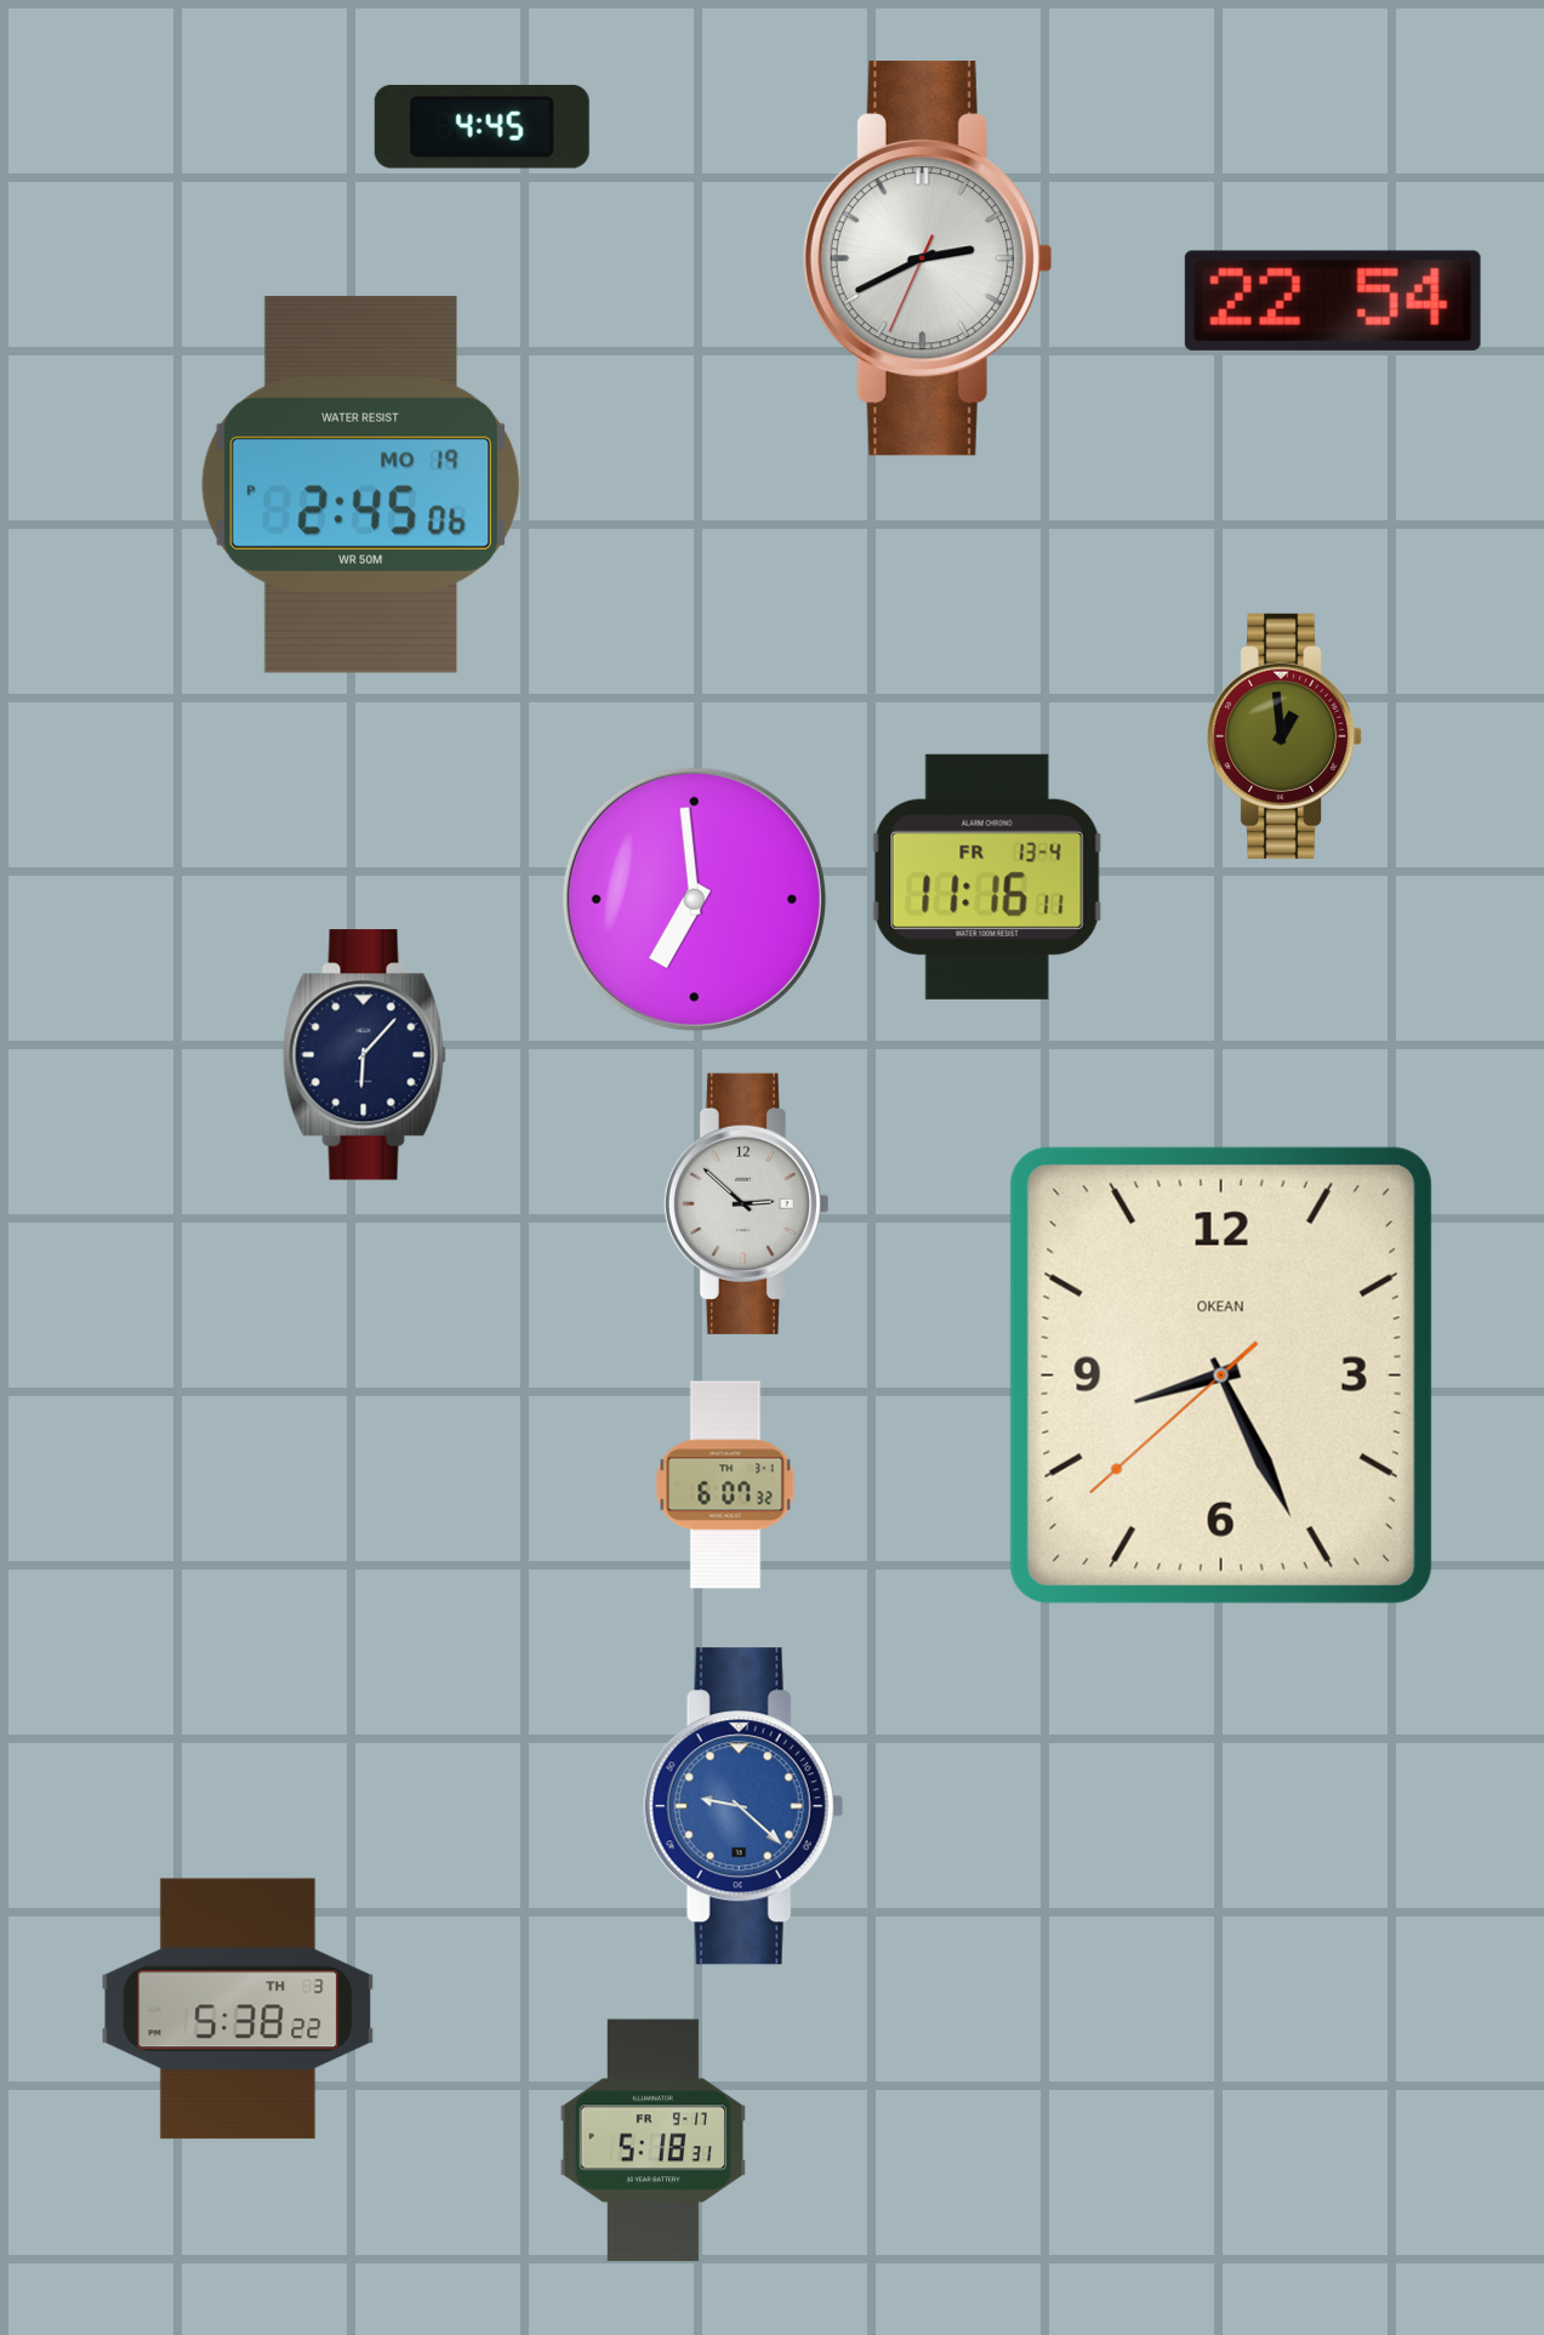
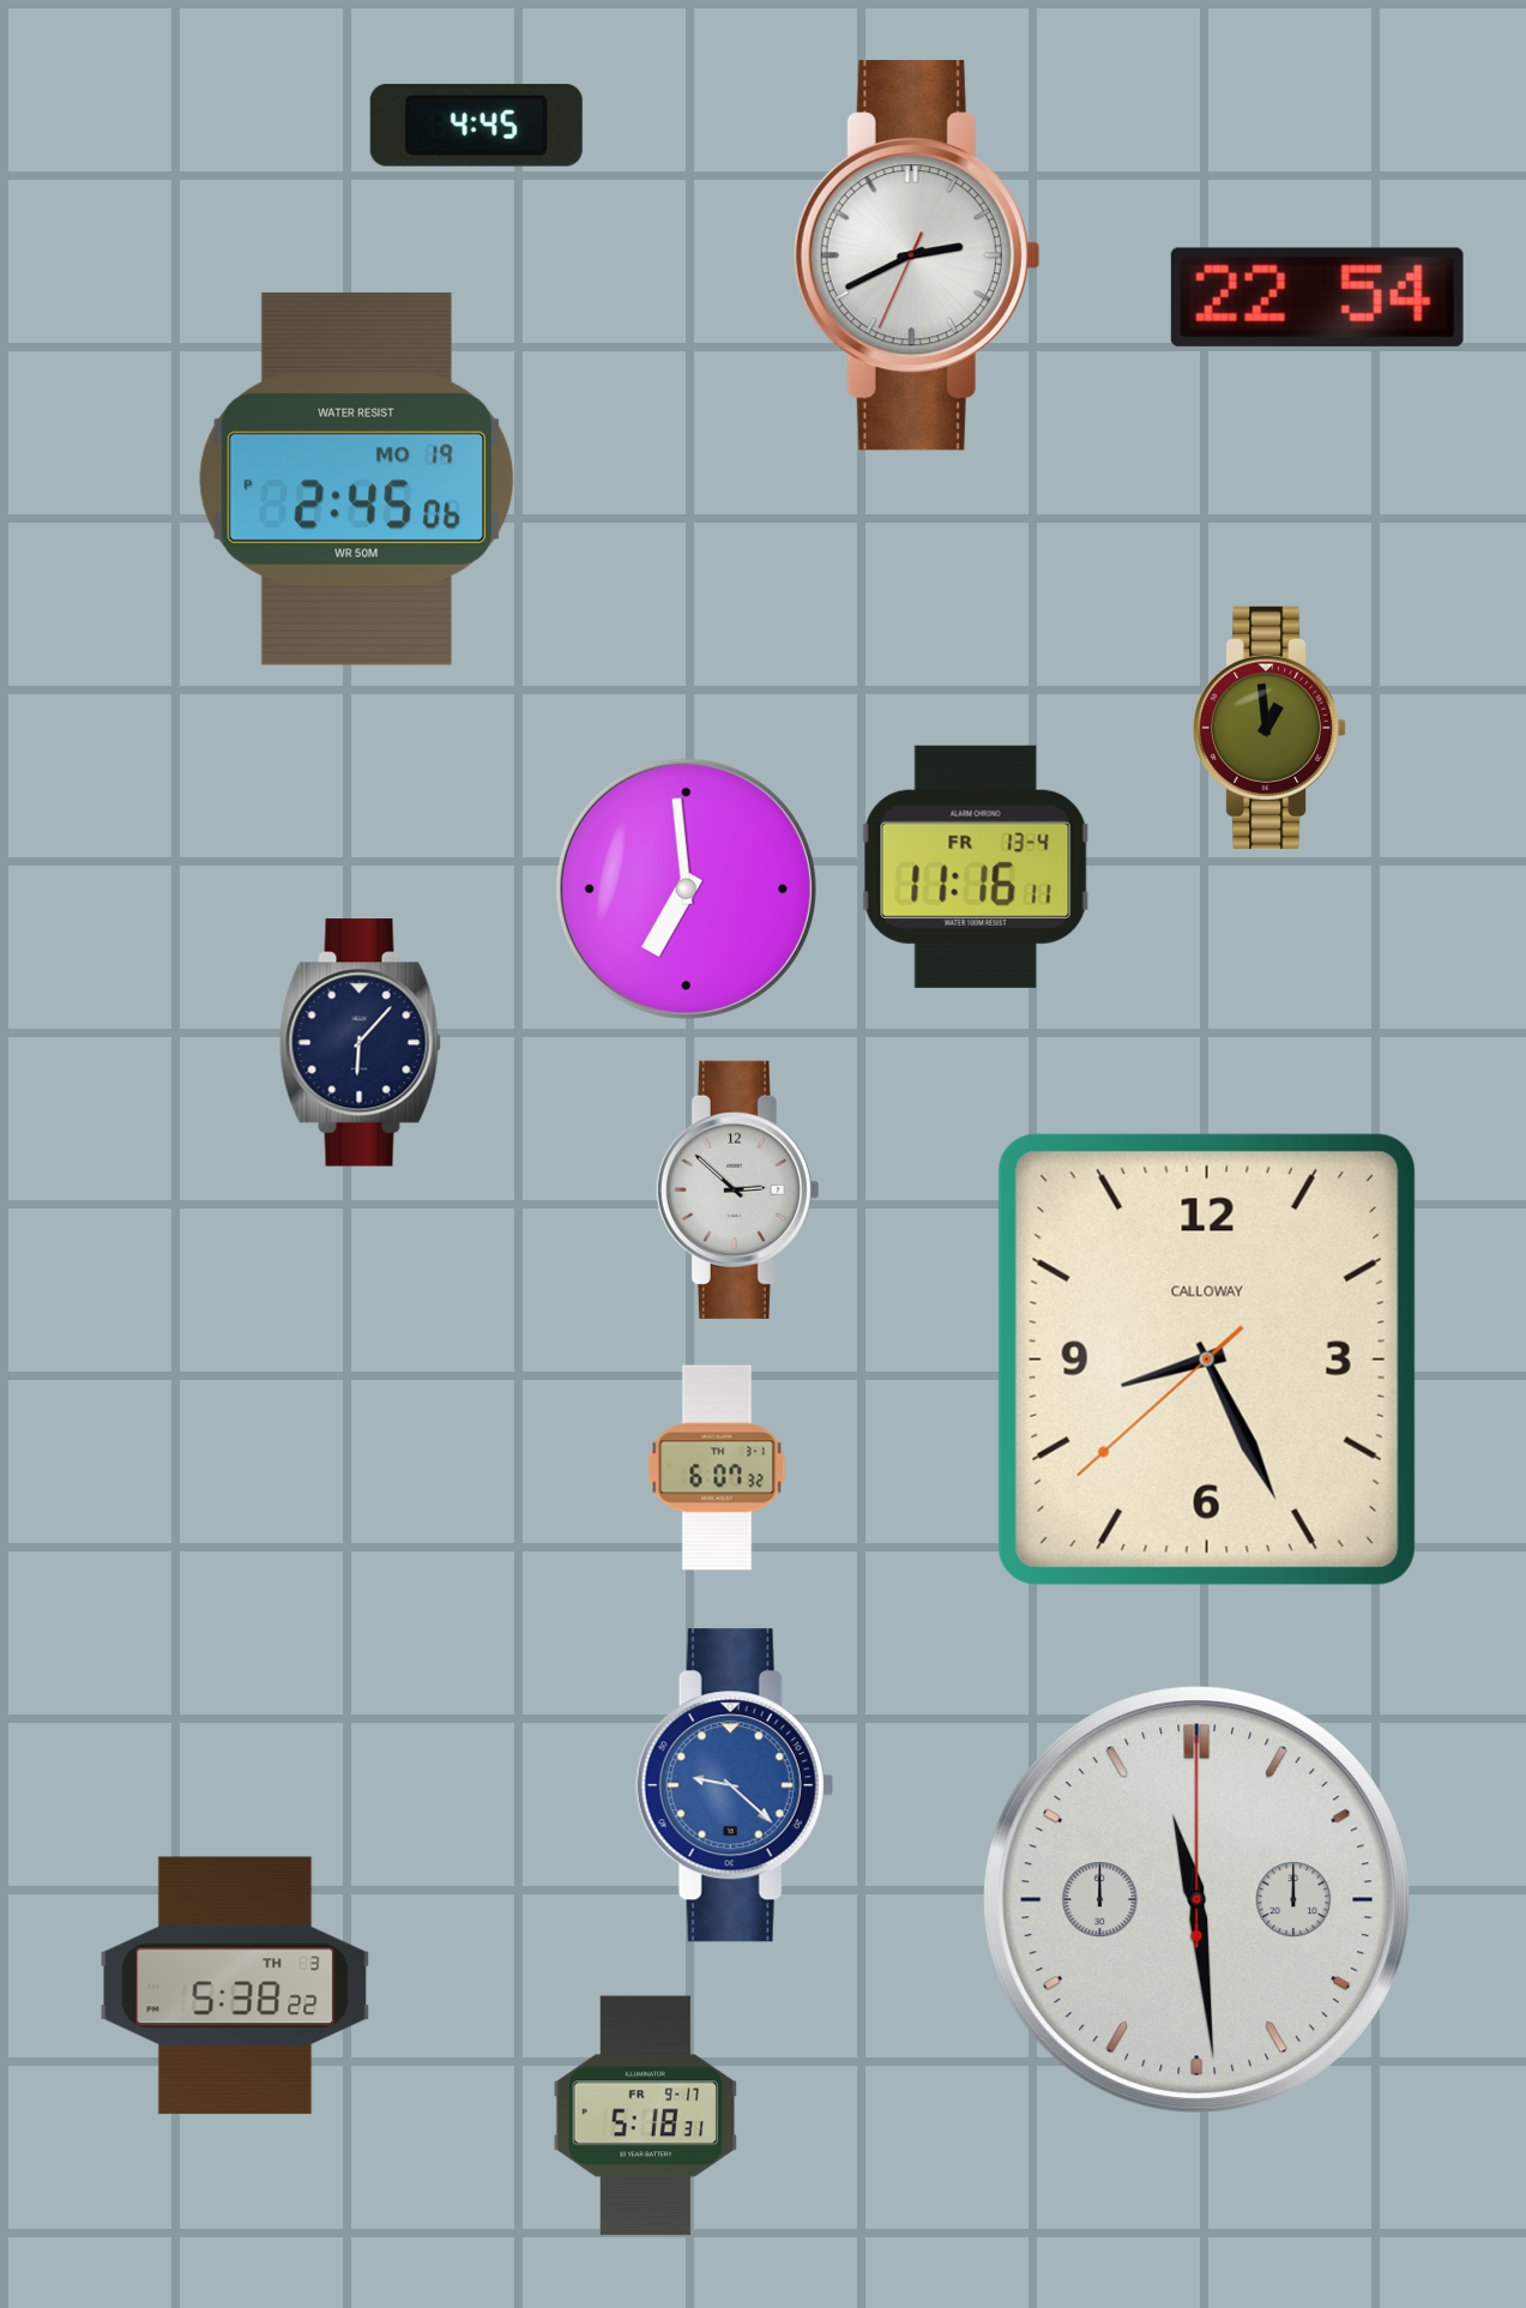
clock at (1221, 1376) brand: OKEAN -> CALLOWAY
clock at (1198, 1900): none -> 11:29
